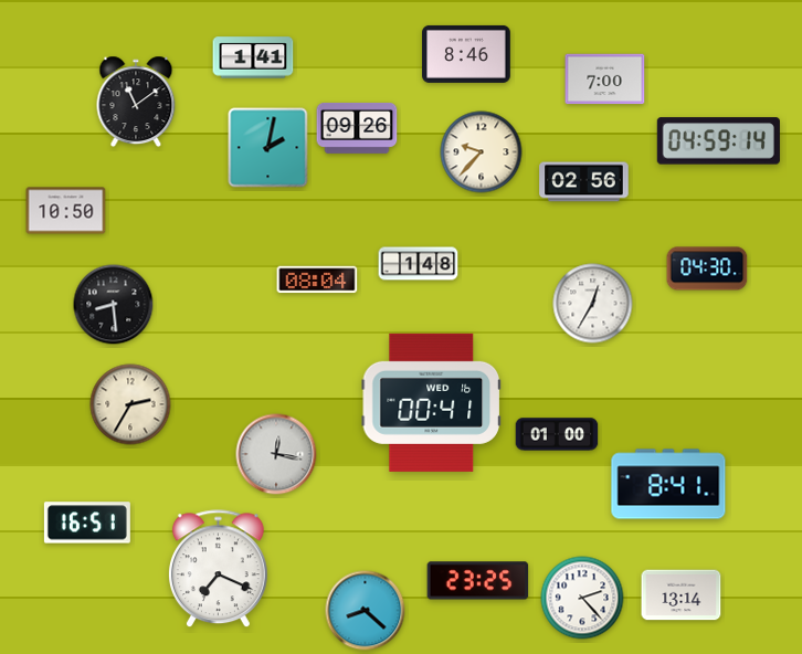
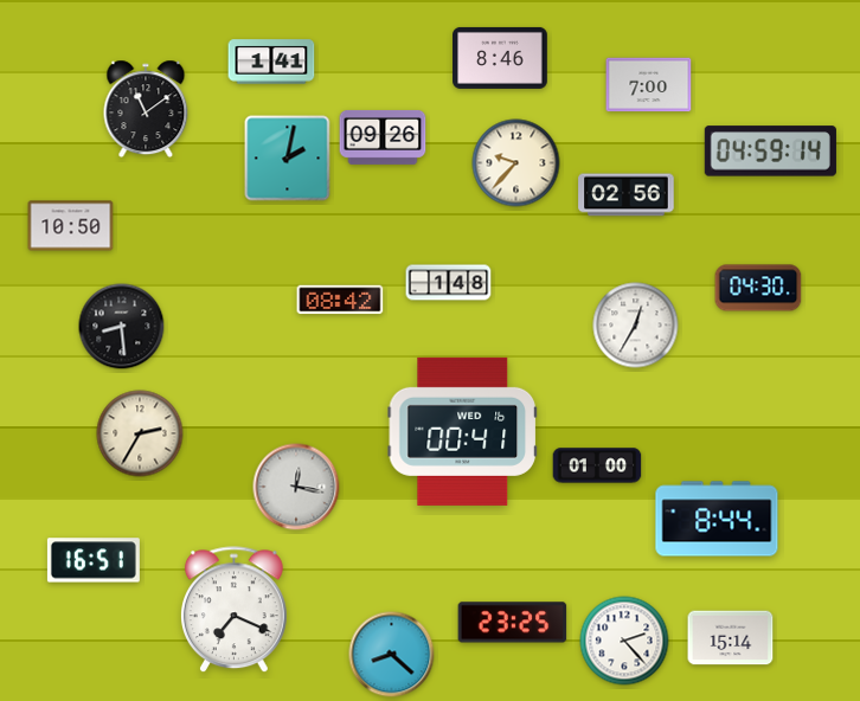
clock at (317, 279): 08:04 -> 08:42
clock at (668, 484): 8:41 -> 8:44
clock at (682, 595): 13:14 -> 15:14
